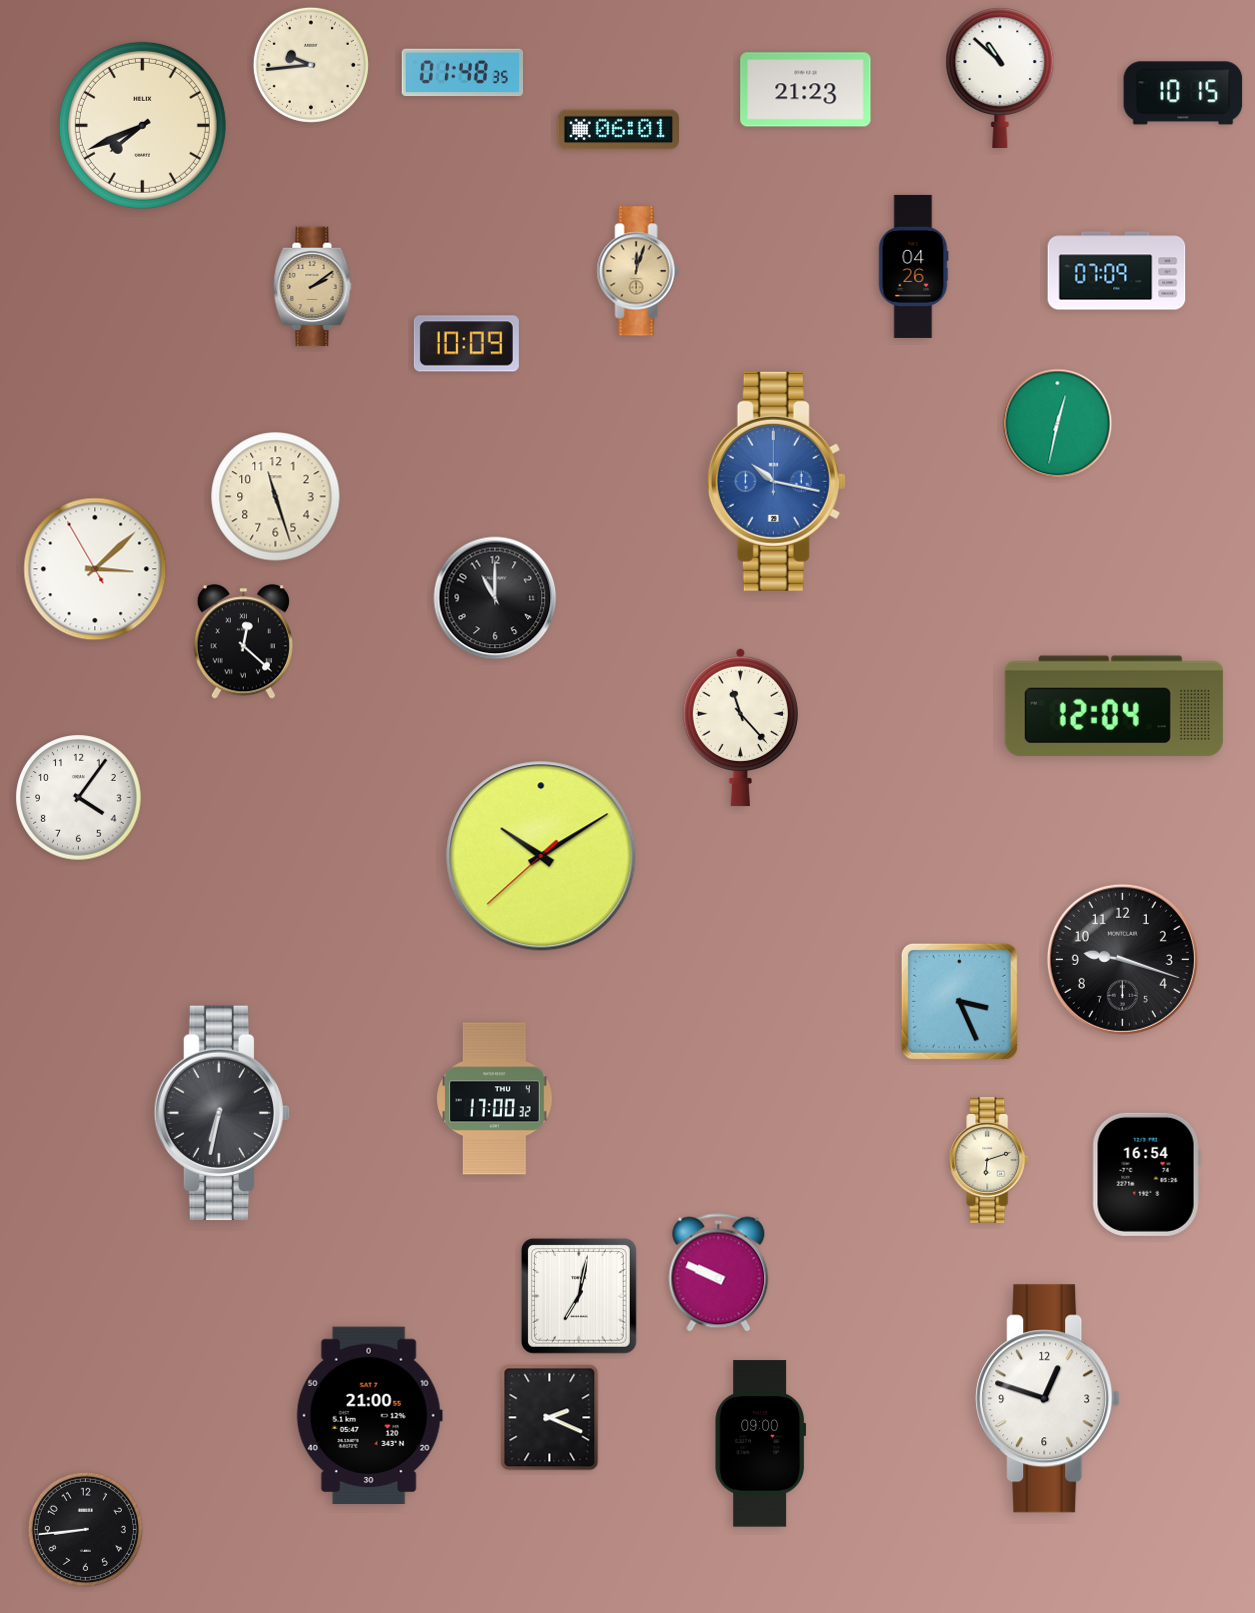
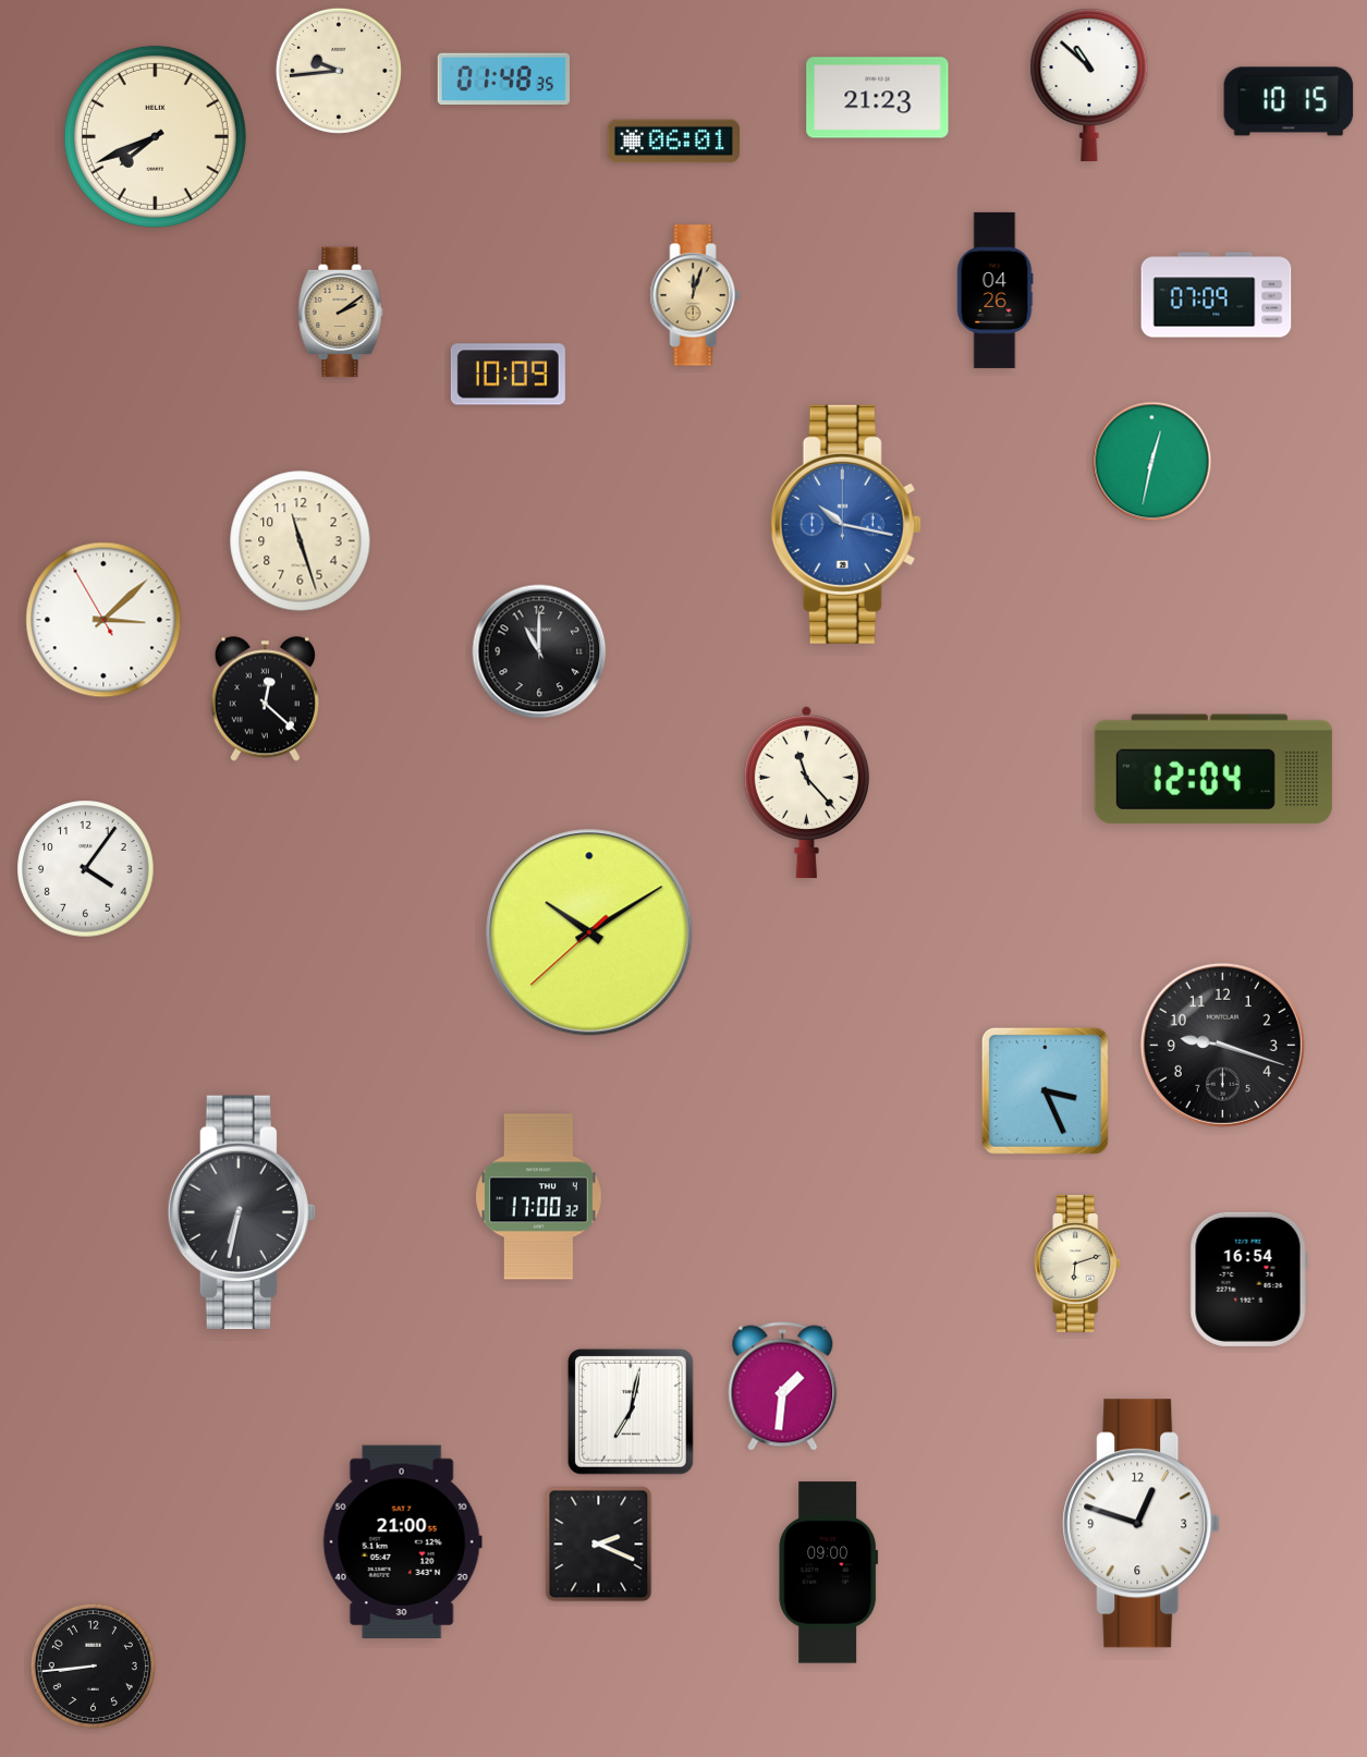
clock at (719, 1273): 9:49 -> 1:31
